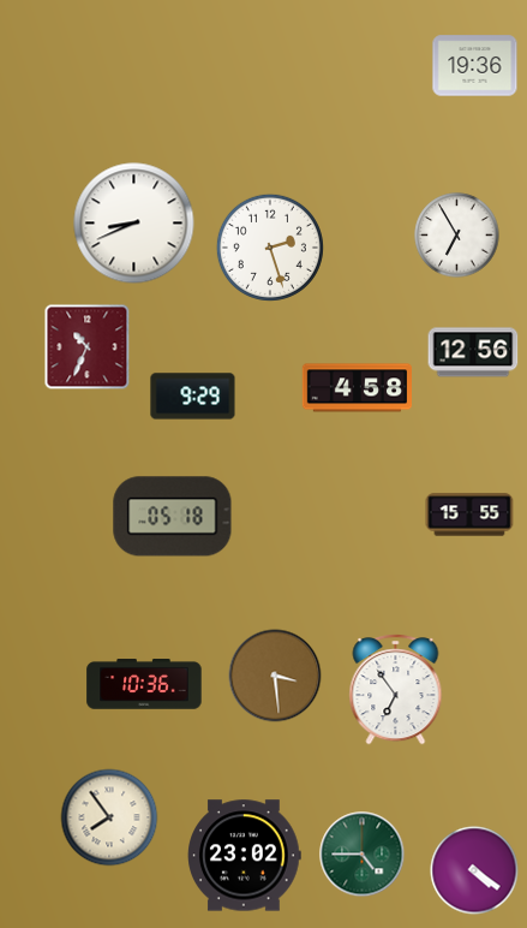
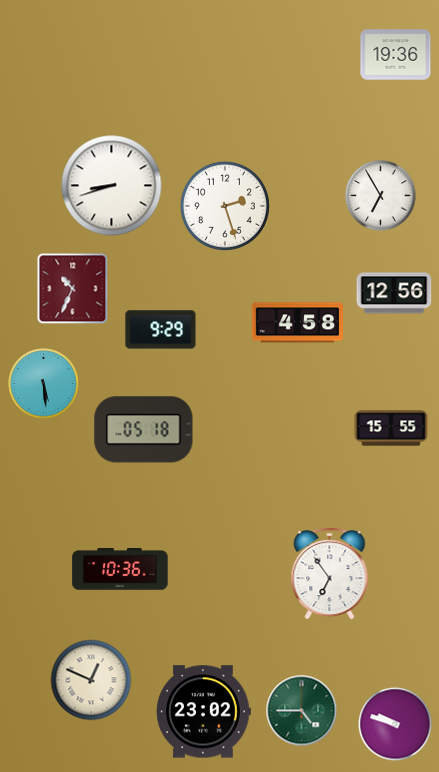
clock at (134, 224): 8:41 -> 8:42
clock at (44, 384): none -> 5:29
clock at (275, 676): 3:29 -> none
clock at (109, 817): 7:54 -> 12:49
clock at (474, 870): 4:21 -> 9:48
